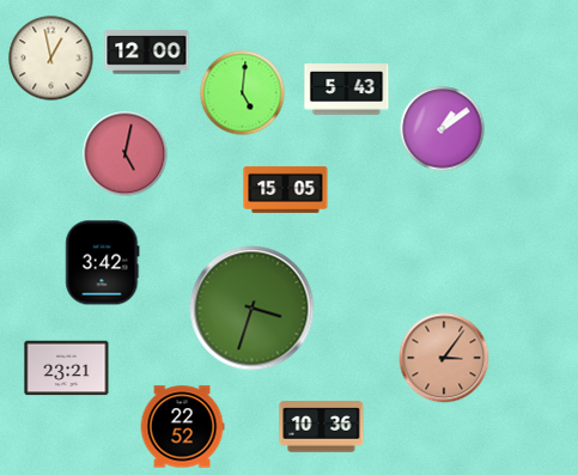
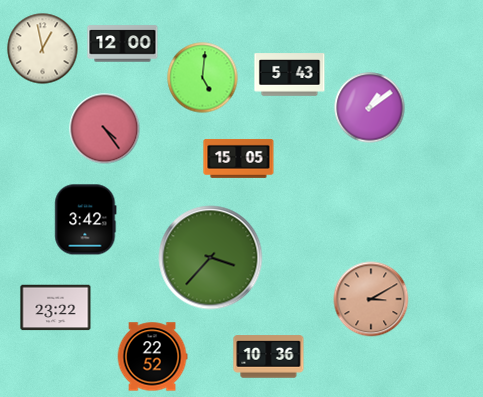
clock at (126, 154): 5:02 -> 4:24
clock at (253, 309): 3:33 -> 3:37
clock at (444, 358): 3:06 -> 3:10
clock at (67, 369): 23:21 -> 23:22
